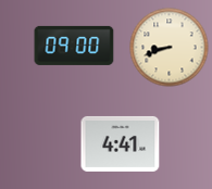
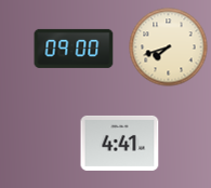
clock at (74, 46) position: (74, 46) -> (74, 49)
clock at (170, 48): 8:42 -> 7:42
